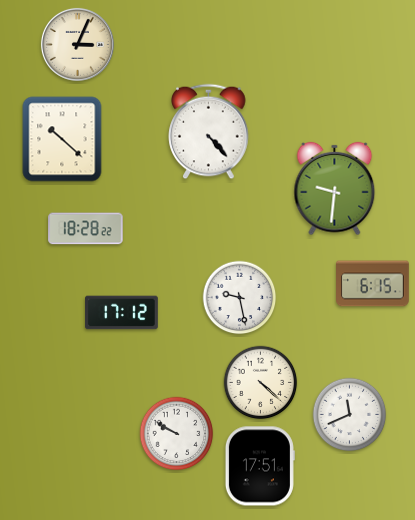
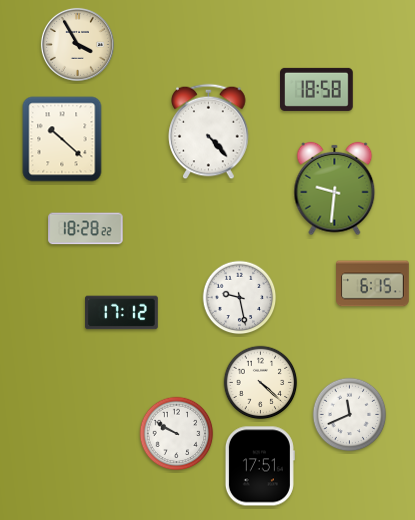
clock at (77, 44): 3:04 -> 3:55
clock at (317, 89): none -> 18:58
